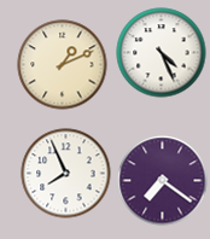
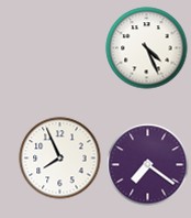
clock at (63, 65): 1:11 -> none
